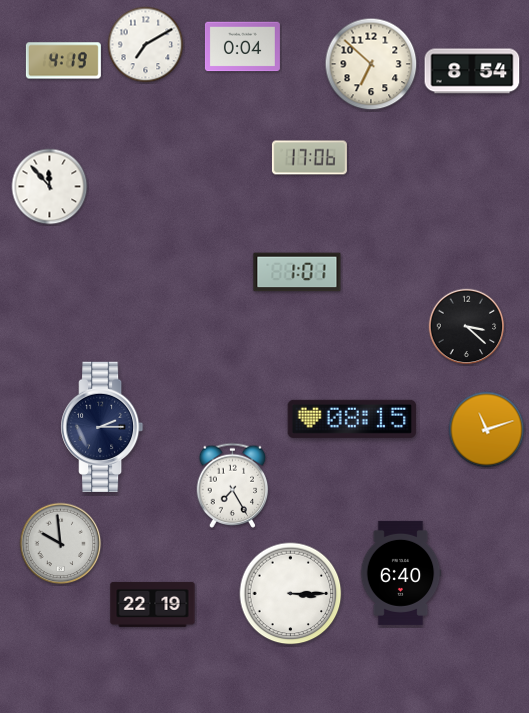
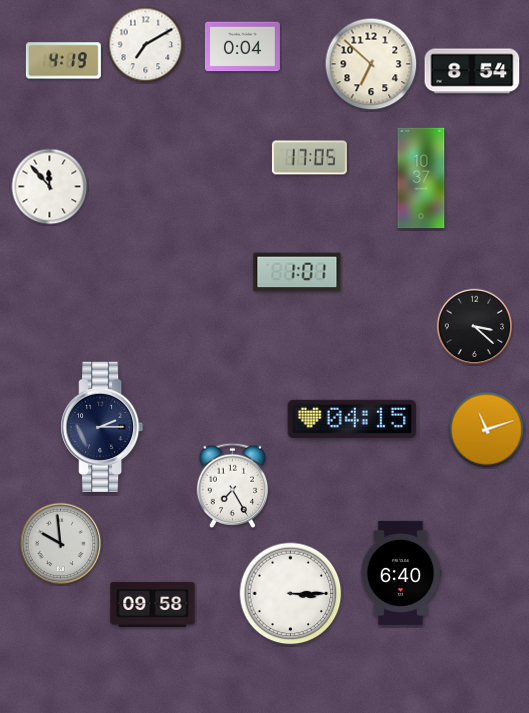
clock at (309, 158): 17:06 -> 17:05
clock at (421, 178): none -> 10:37
clock at (467, 327) position: (467, 327) -> (475, 327)
clock at (352, 419): 08:15 -> 04:15
clock at (153, 604): 22:19 -> 09:58
